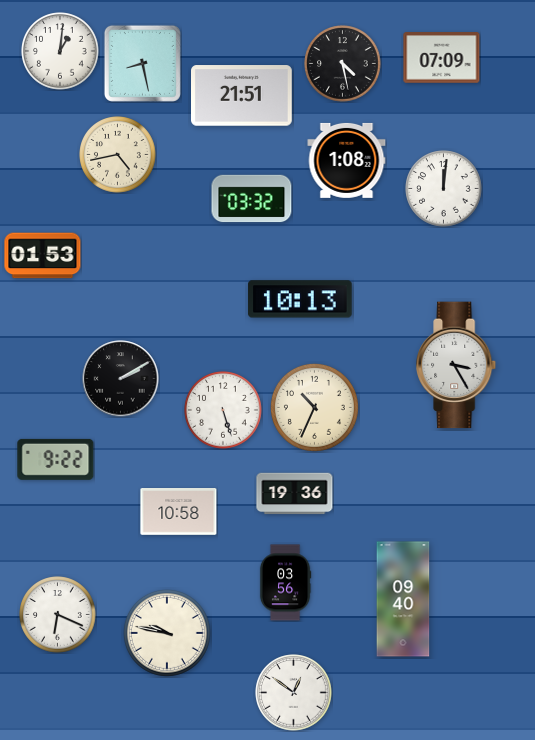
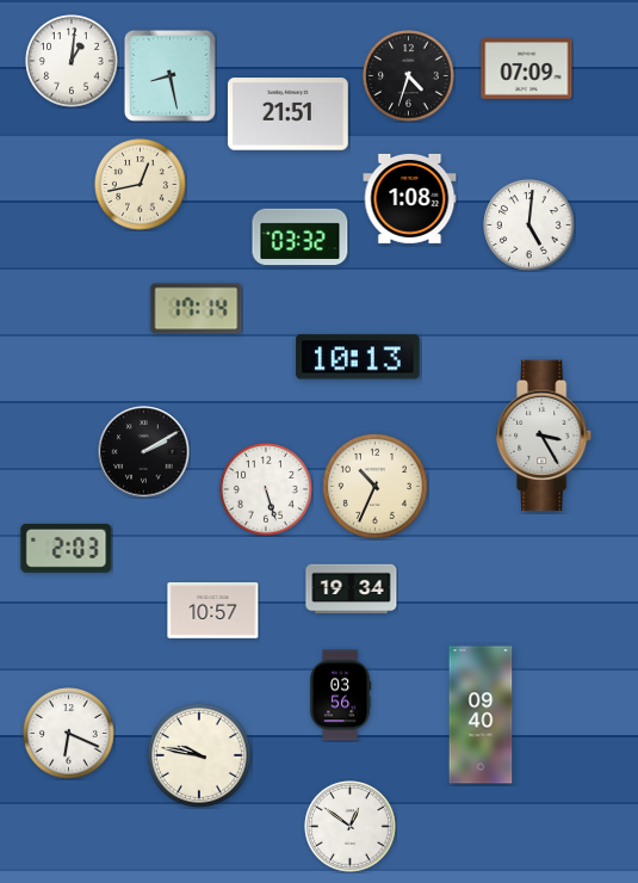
clock at (343, 64): 4:28 -> 4:33
clock at (118, 155): 4:43 -> 12:43
clock at (347, 160) position: (347, 160) -> (410, 198)
clock at (444, 189): 12:01 -> 5:01
clock at (43, 256): 01:53 -> none
clock at (197, 309): none -> 17:14
clock at (56, 459): 9:22 -> 2:03
clock at (295, 494): 19:36 -> 19:34
clock at (179, 512): 10:58 -> 10:57
